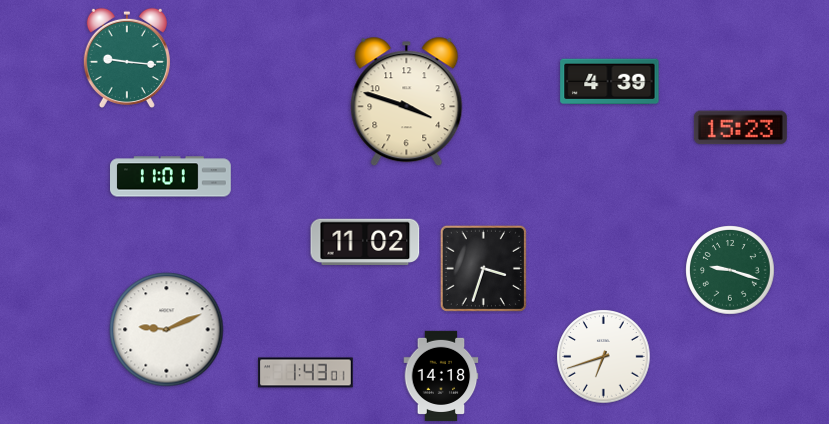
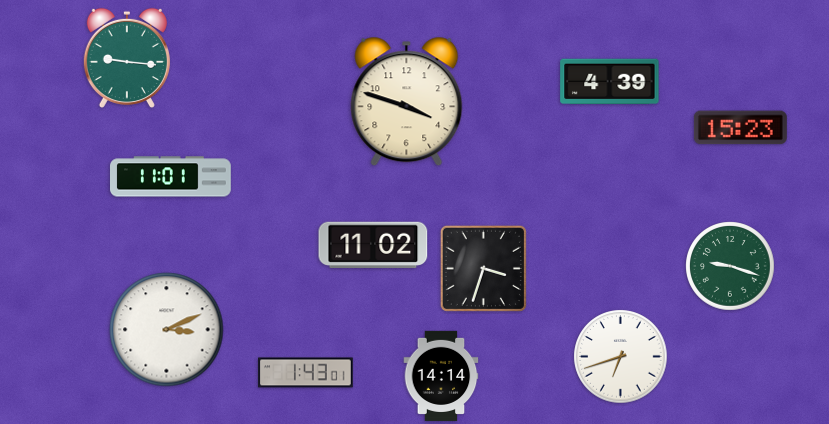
clock at (365, 241) position: (365, 241) -> (373, 244)
clock at (730, 270) position: (730, 270) -> (730, 266)
clock at (167, 330): 9:11 -> 3:11
clock at (604, 357) position: (604, 357) -> (621, 357)
clock at (441, 375): 14:18 -> 14:14
